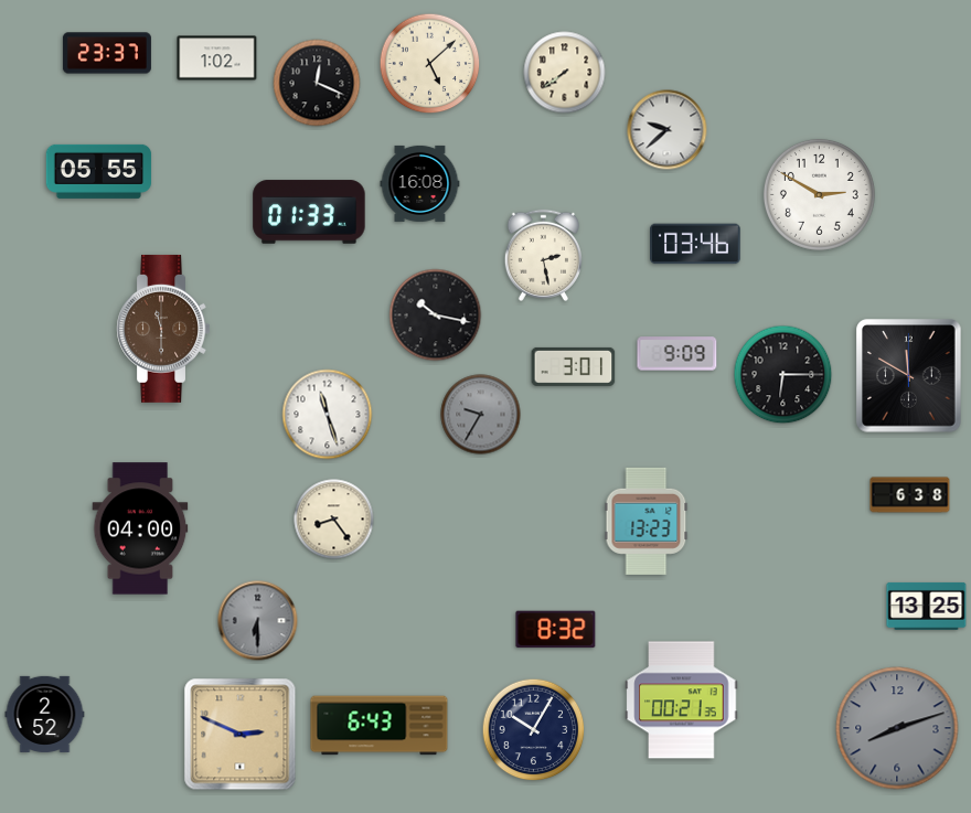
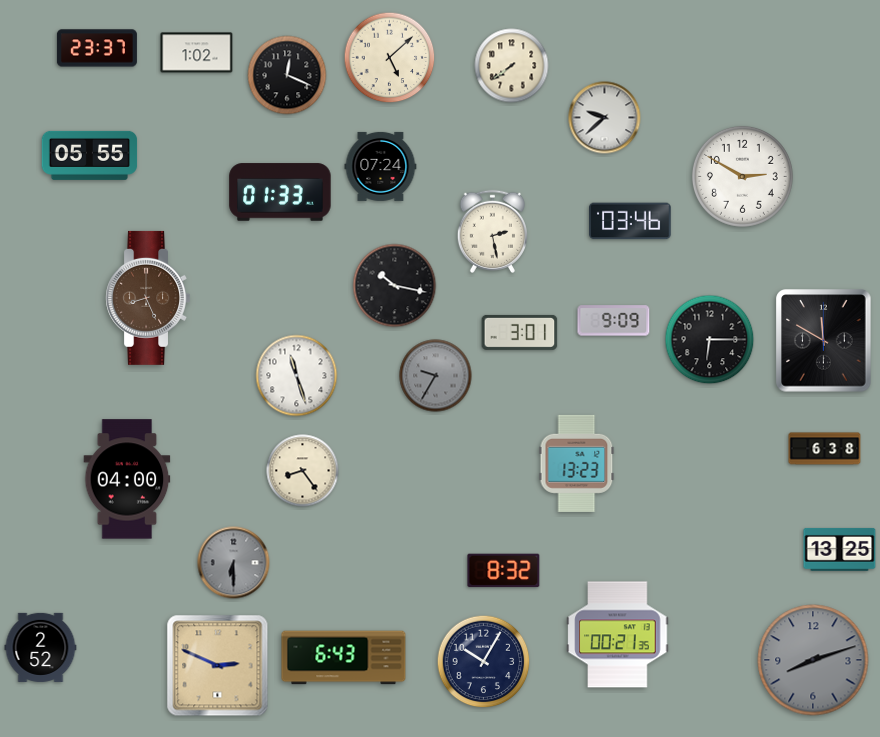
clock at (420, 183): 16:08 -> 07:24
clock at (162, 329): 11:30 -> 8:26
clock at (647, 521) position: (647, 521) -> (577, 463)
